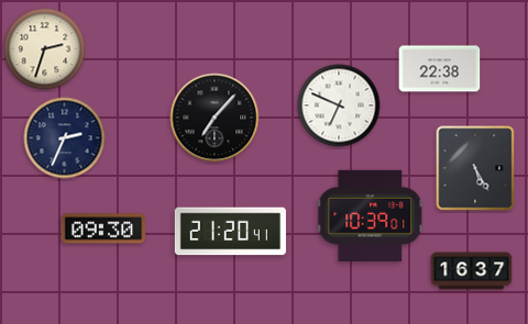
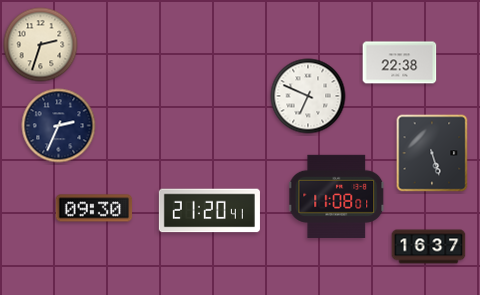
clock at (215, 118): 7:07 -> none
clock at (475, 168): 5:25 -> 5:27
clock at (371, 215): 10:39 -> 11:08
